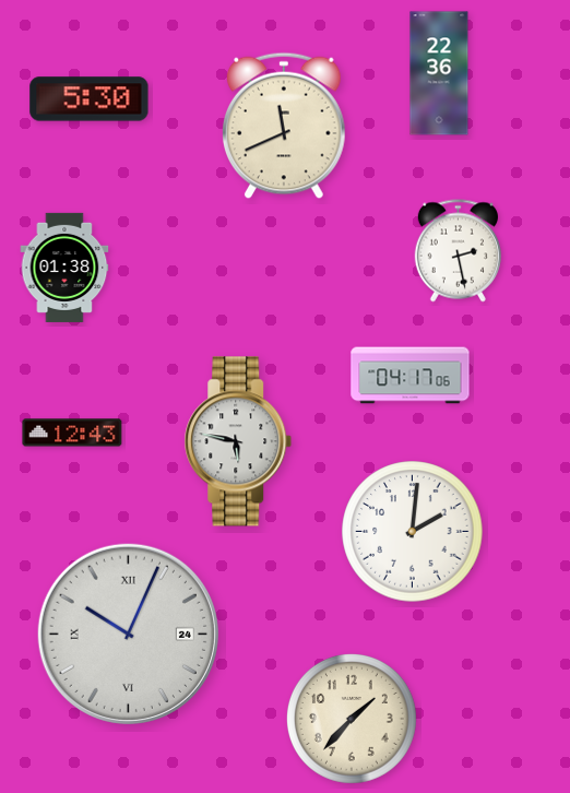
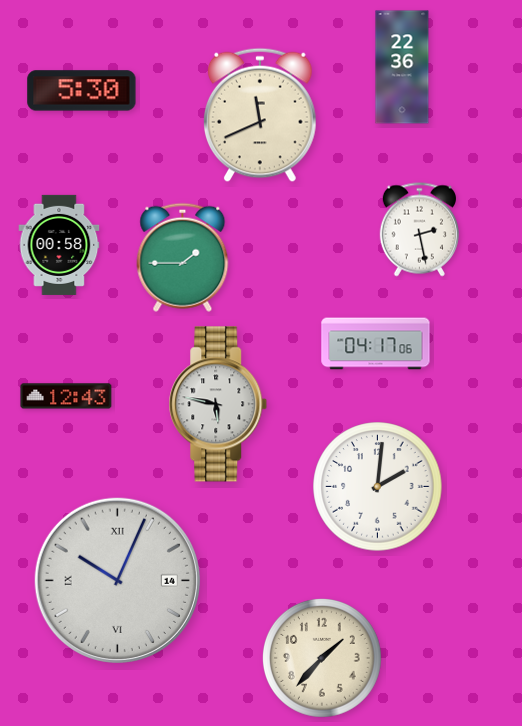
clock at (64, 268): 01:38 -> 00:58
clock at (183, 257): none -> 1:45
clock at (128, 634) date: 24 -> 14
